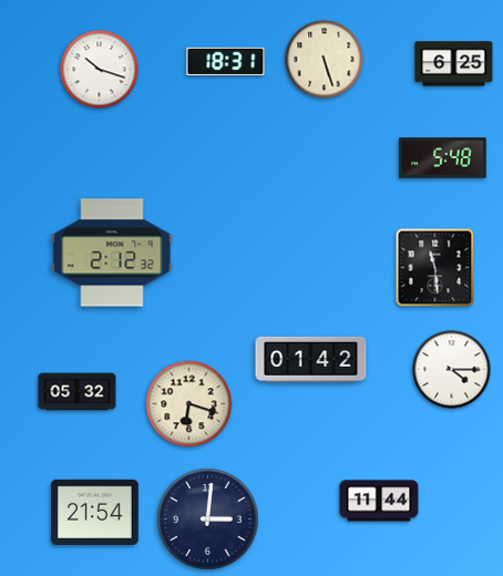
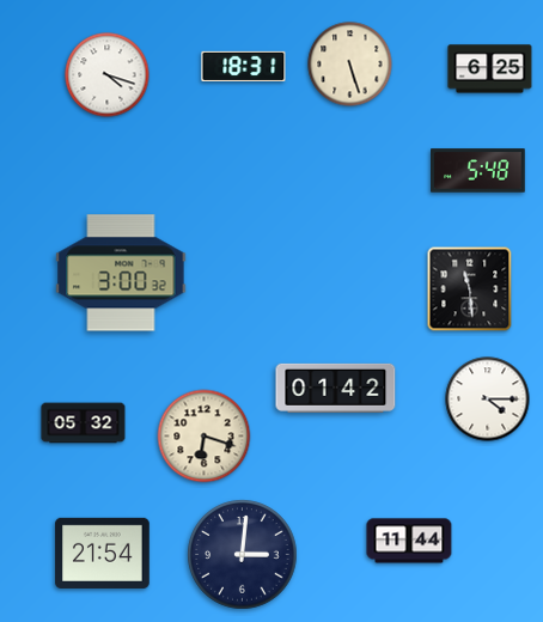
clock at (100, 70): 10:18 -> 4:18
clock at (112, 253): 2:12 -> 3:00
clock at (208, 520) position: (208, 520) -> (243, 555)
